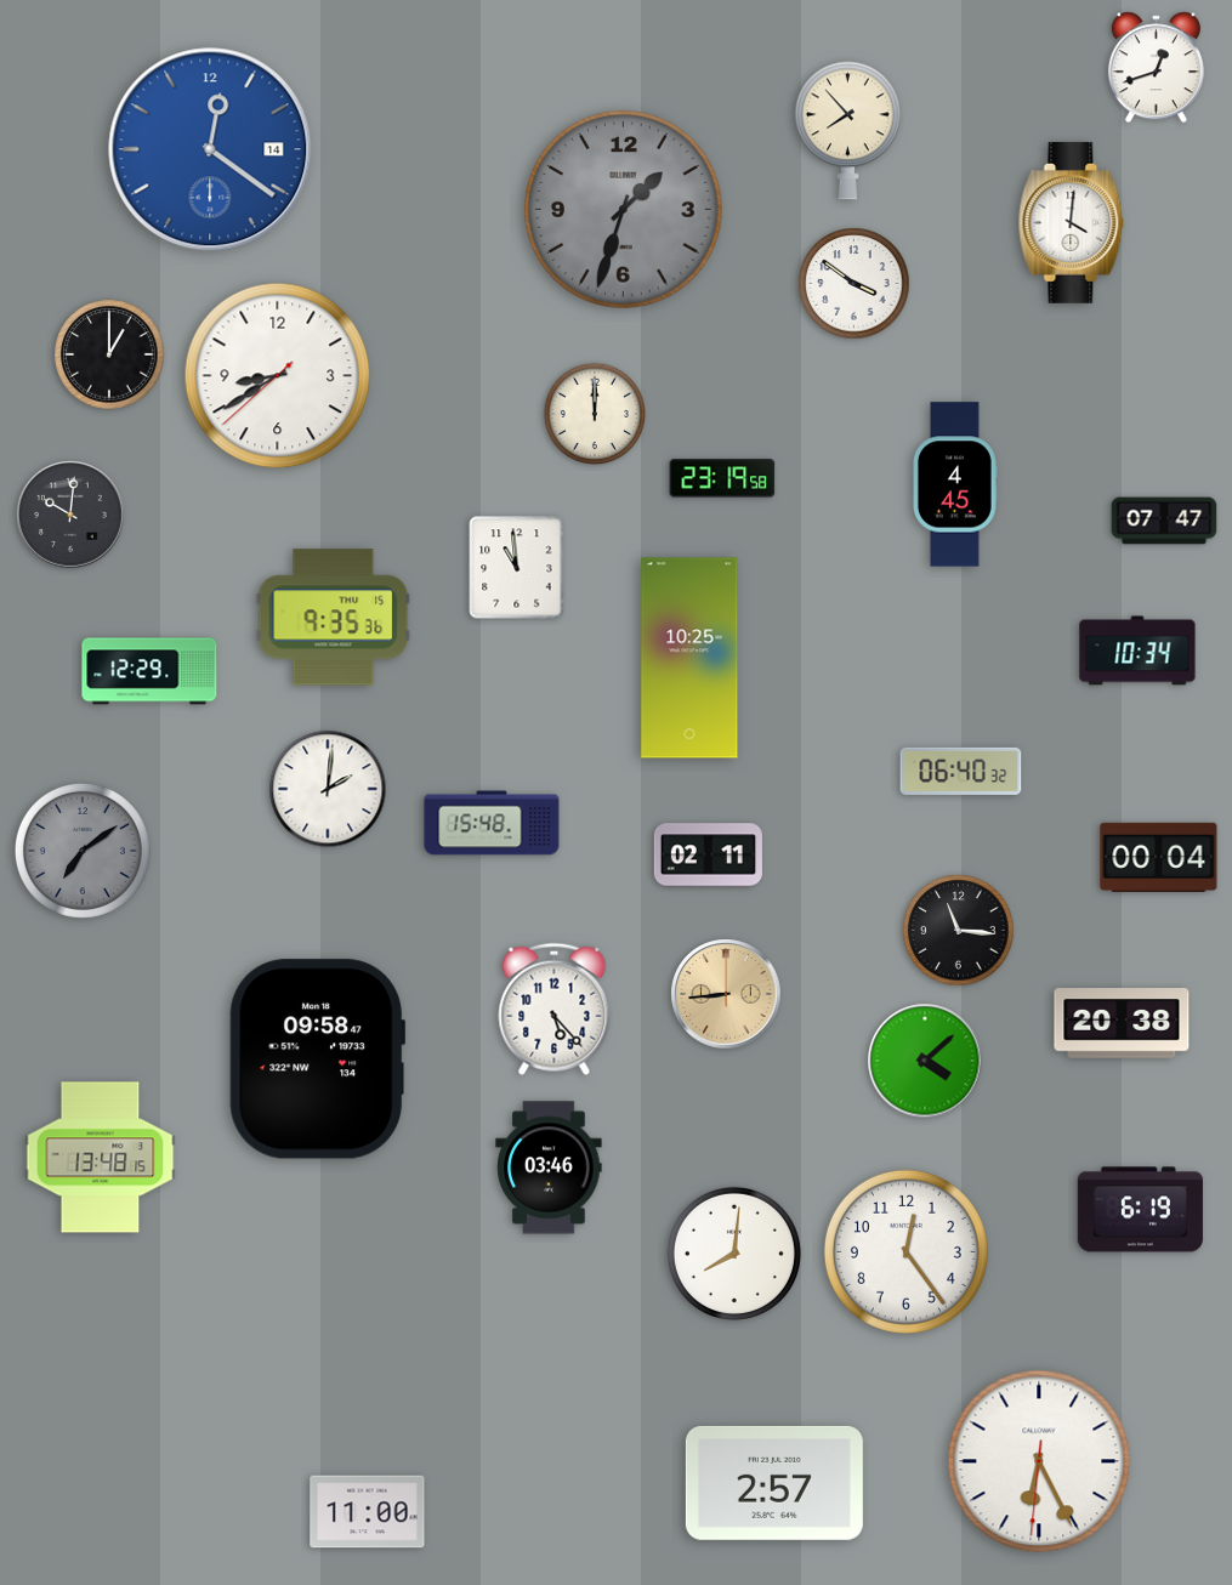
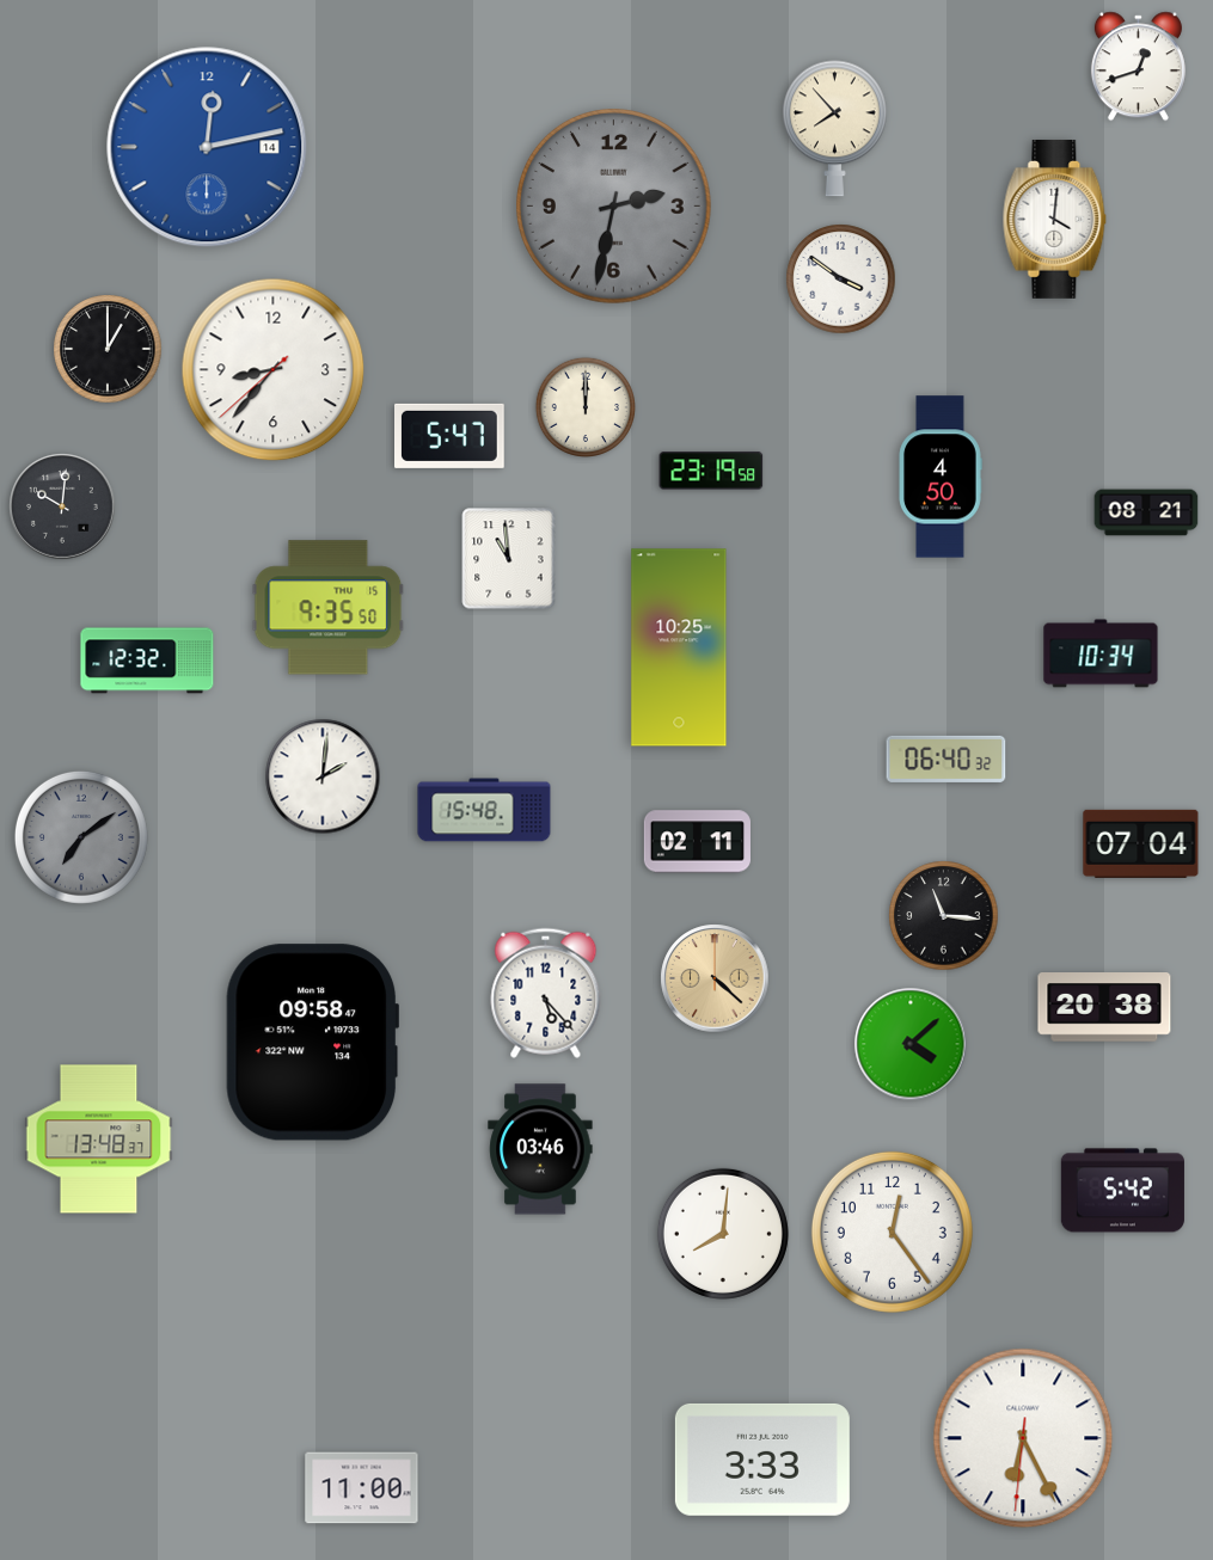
clock at (210, 149): 12:21 -> 12:13
clock at (624, 210): 1:33 -> 2:32
clock at (278, 376): 8:39 -> 8:36
clock at (451, 436): none -> 5:47
clock at (955, 484): 4:45 -> 4:50
clock at (70, 515) position: (70, 515) -> (62, 506)
clock at (1164, 521): 07:47 -> 08:21
clock at (334, 618): 9:35:36 -> 9:35:50
clock at (1137, 651) position: (1137, 651) -> (1101, 653)
clock at (149, 671): 12:29 -> 12:32
clock at (1159, 857): 00:04 -> 07:04
clock at (726, 994): 8:44 -> 4:22
clock at (101, 1158): 13:48:15 -> 13:48:37
clock at (1140, 1210): 6:19 -> 5:42
clock at (774, 1483): 2:57 -> 3:33
